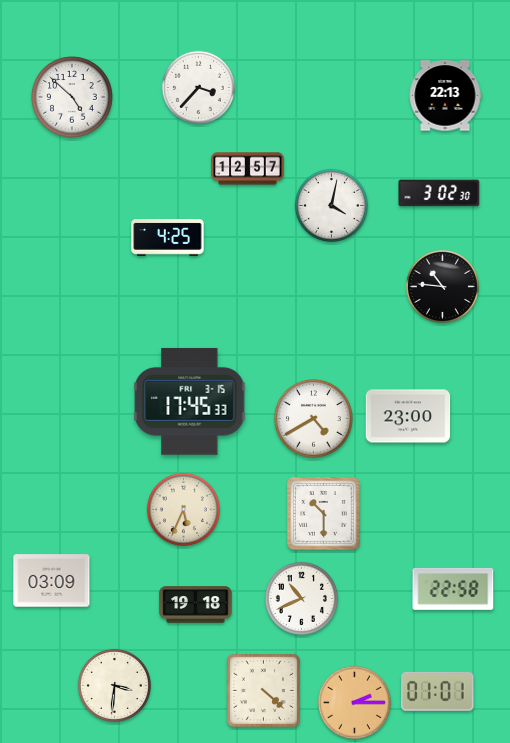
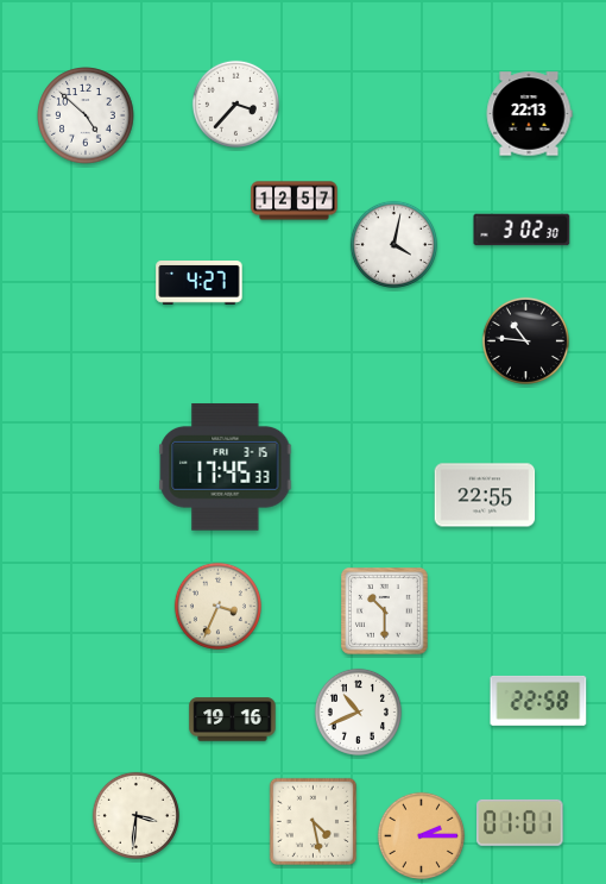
clock at (168, 238): 4:25 -> 4:27
clock at (190, 401) position: (190, 401) -> (226, 466)
clock at (408, 416): 23:00 -> 22:55
clock at (314, 419): 4:40 -> none
clock at (183, 509): 5:34 -> 3:34
clock at (52, 581): 03:09 -> none
clock at (196, 605): 19:18 -> 19:16
clock at (263, 690): 4:22 -> 4:28
